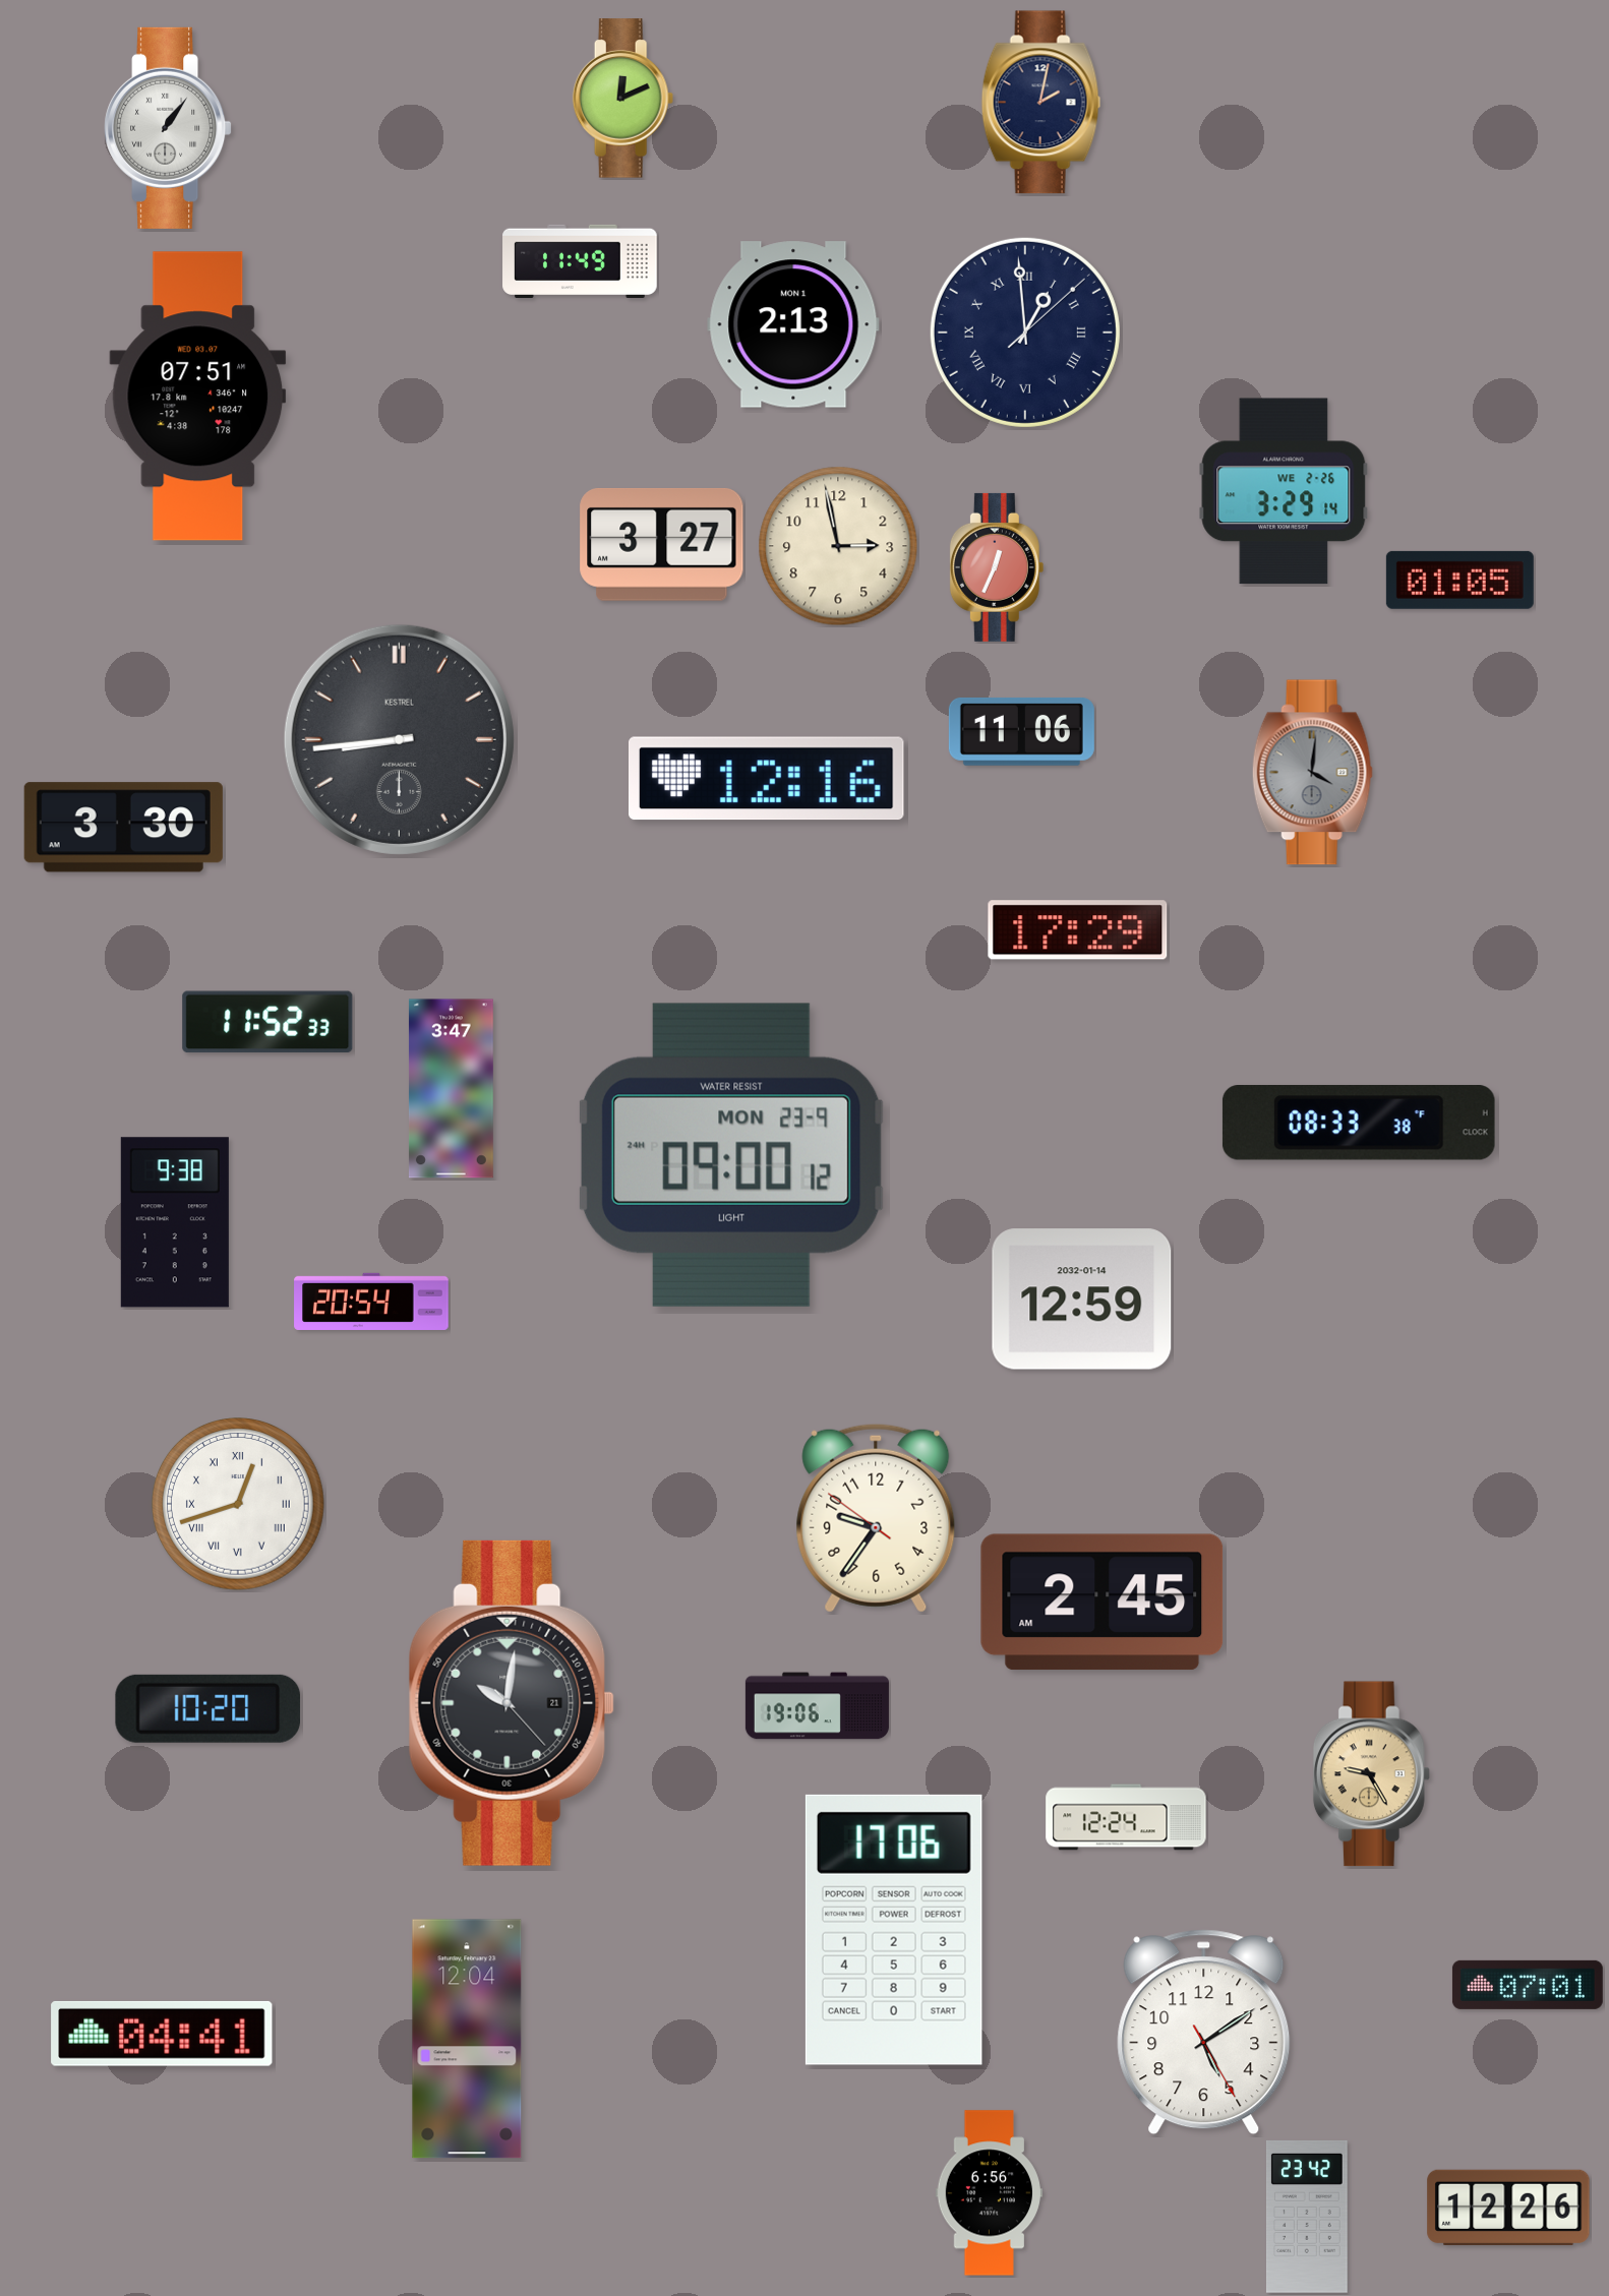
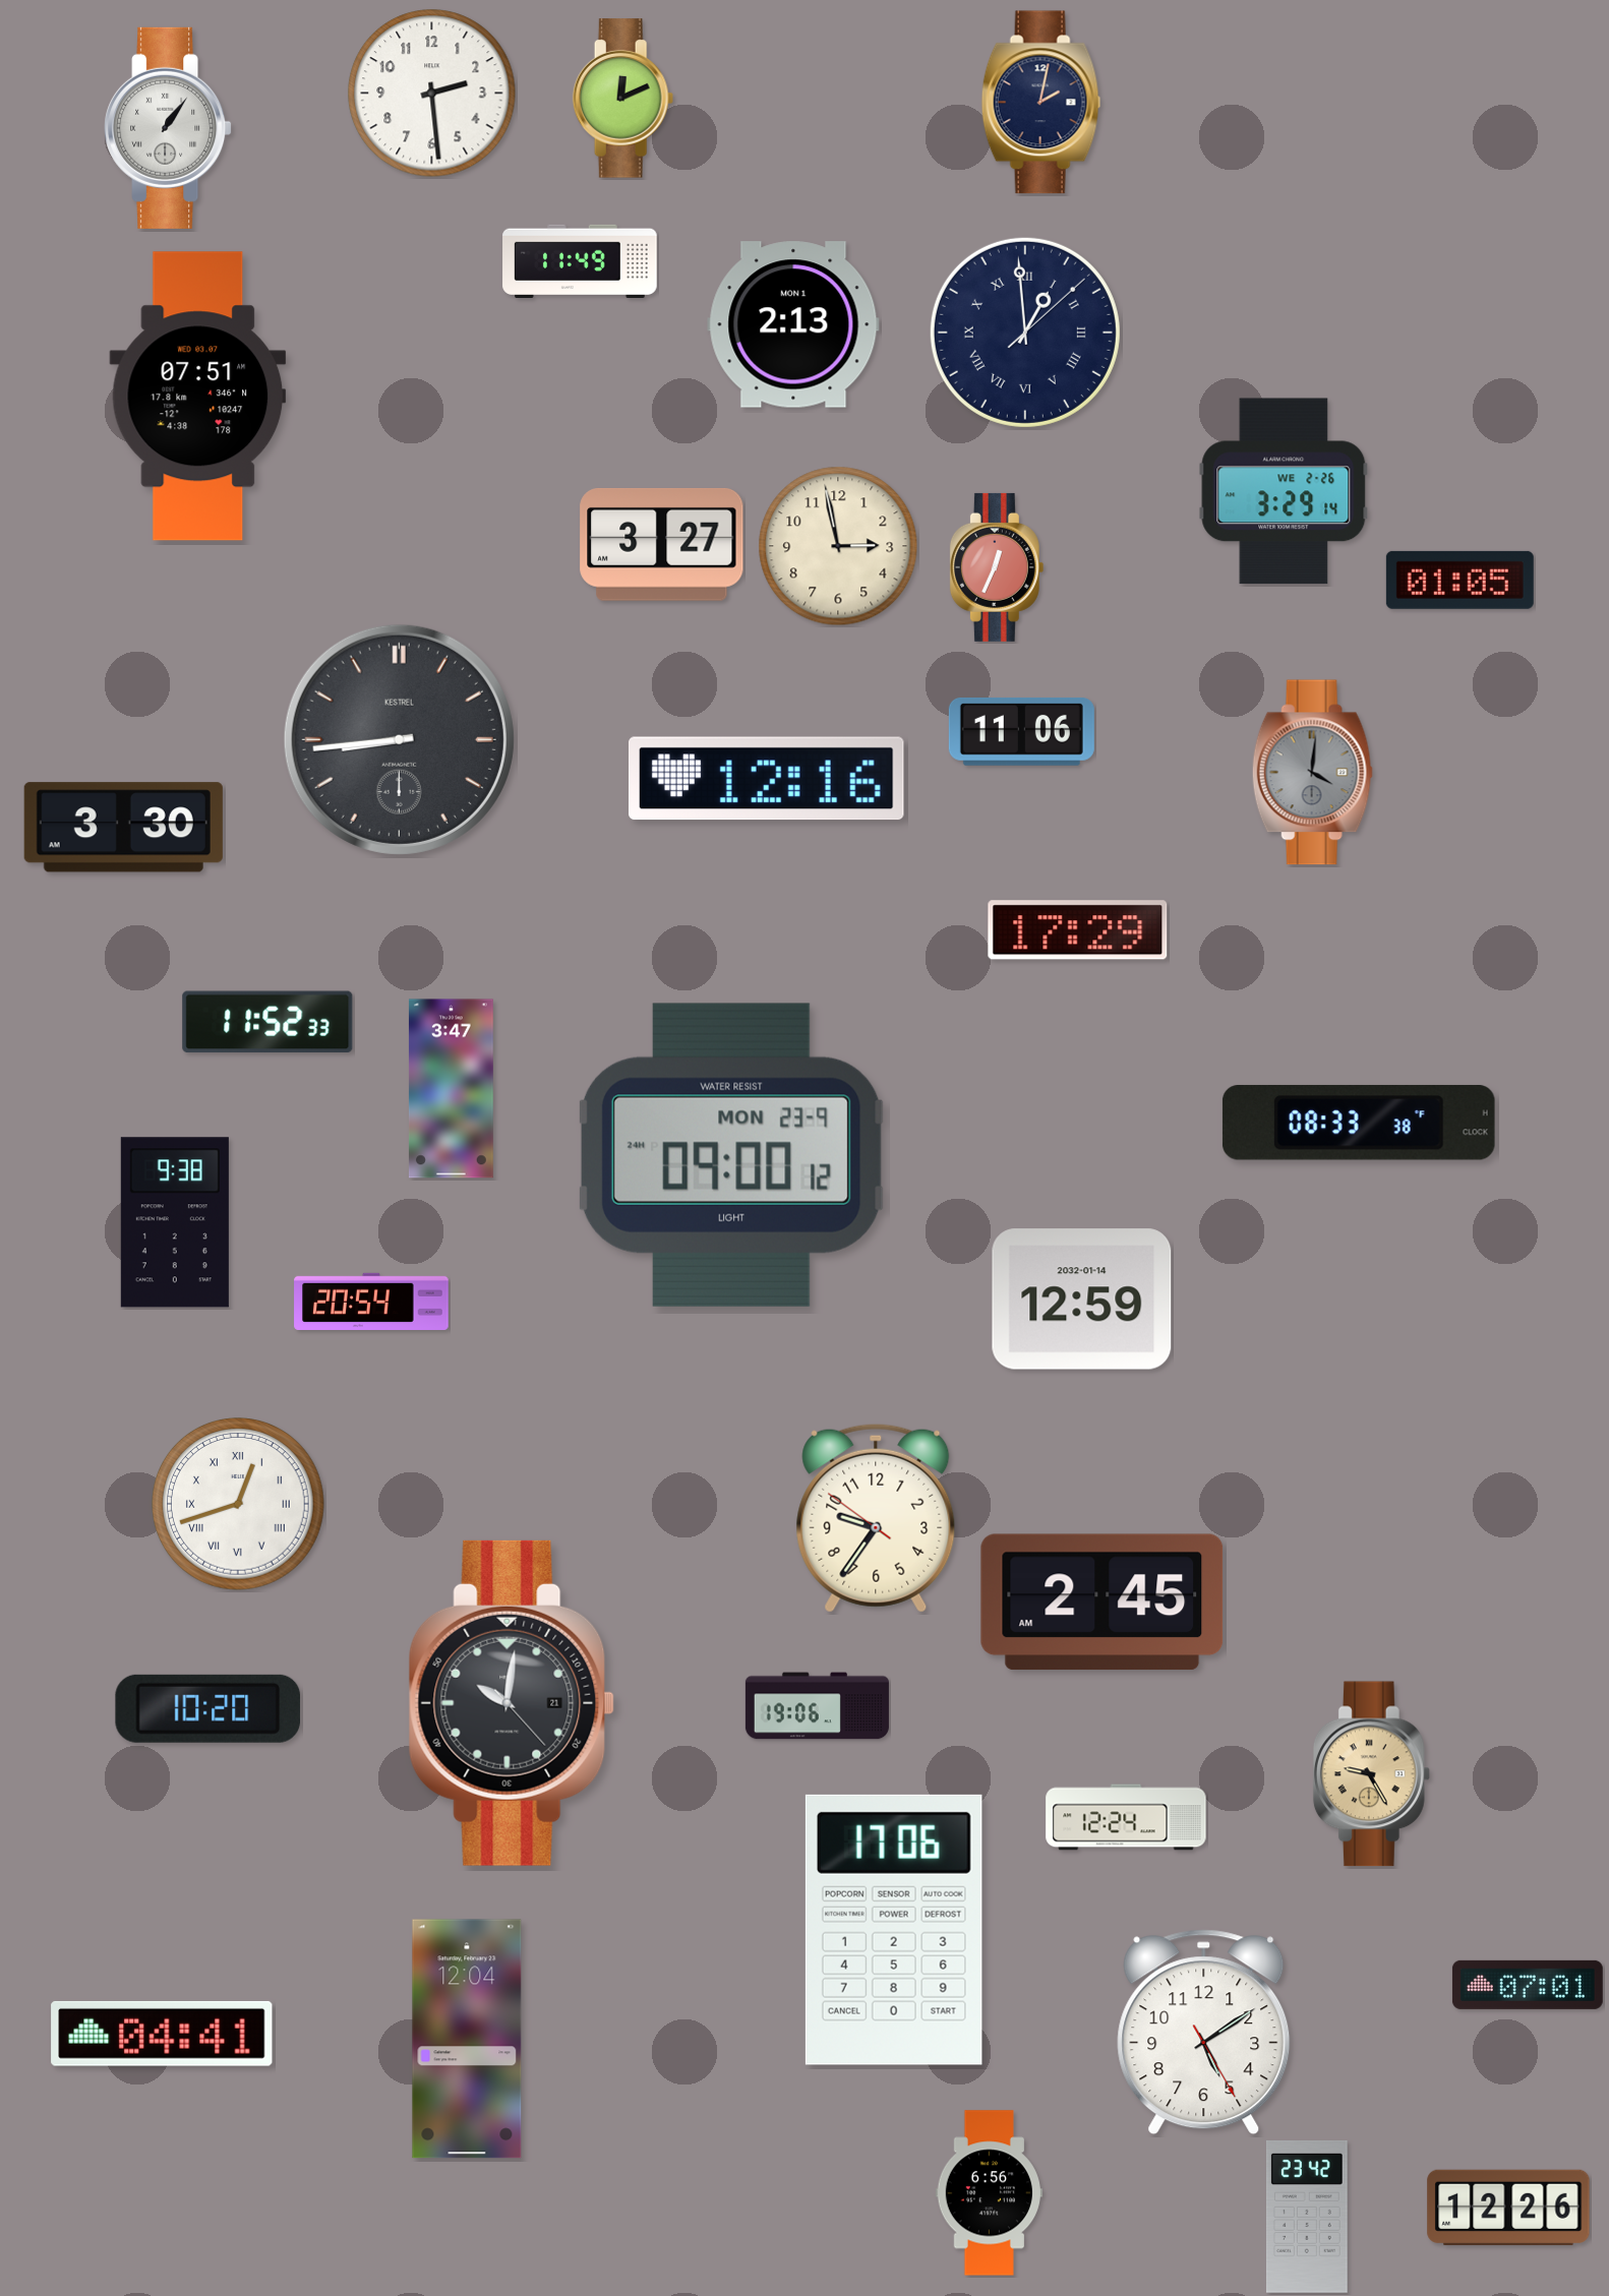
clock at (432, 94): none -> 2:29
